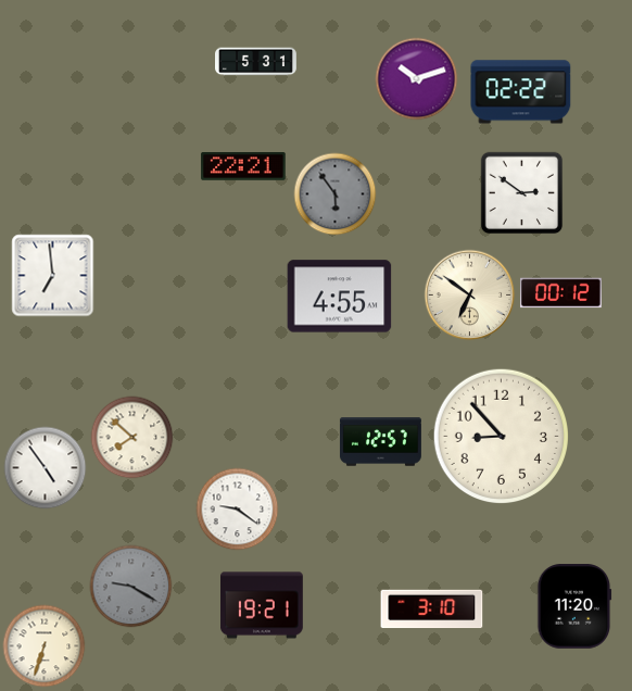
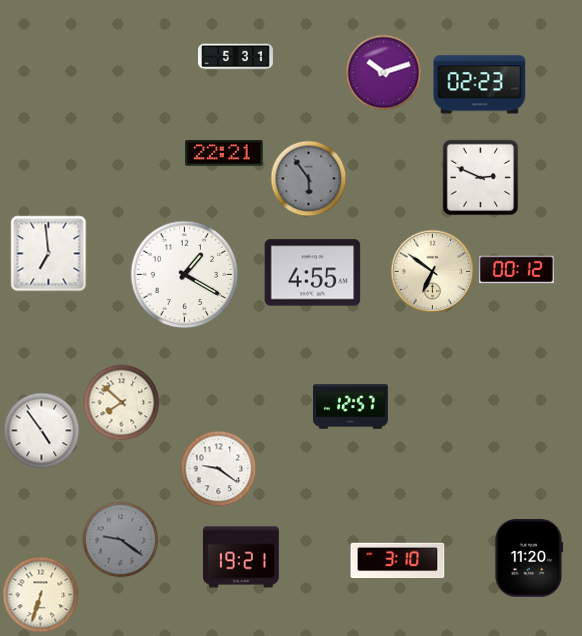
clock at (521, 92): 02:22 -> 02:23
clock at (522, 193): 2:51 -> 2:49
clock at (185, 275): none -> 1:20
clock at (501, 436): 8:53 -> none
clock at (131, 587): 9:20 -> 9:21
